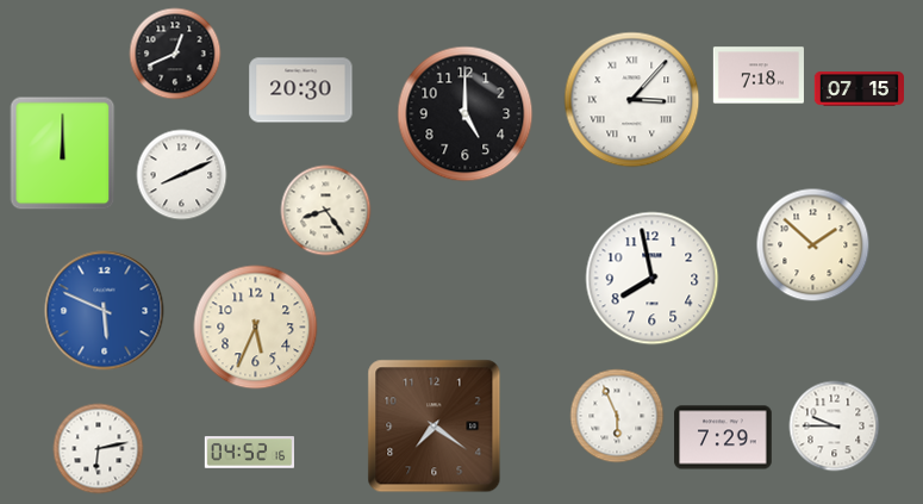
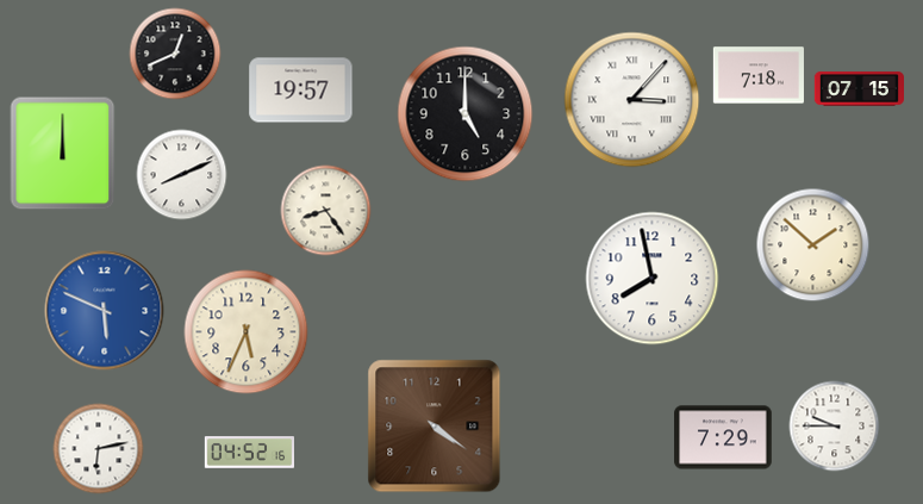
clock at (301, 91): 20:30 -> 19:57
clock at (256, 328) position: (256, 328) -> (247, 332)
clock at (617, 416): 5:56 -> none
clock at (435, 427): 7:21 -> 4:21
